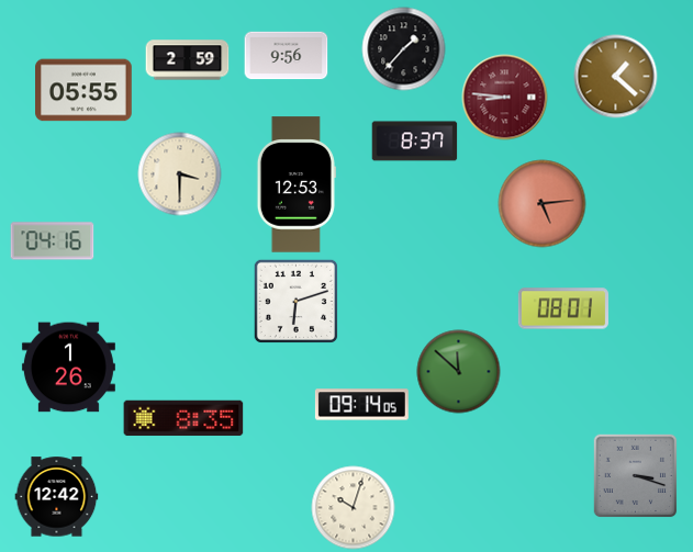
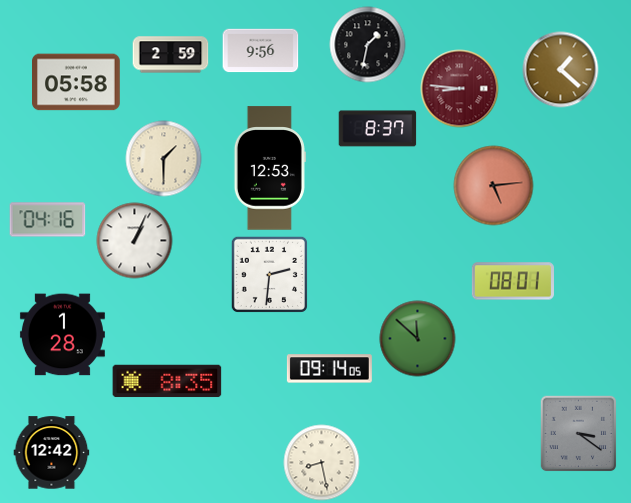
clock at (404, 49): 1:37 -> 1:32
clock at (83, 90): 05:55 -> 05:58
clock at (180, 174): 3:30 -> 1:30
clock at (135, 241): none -> 1:04
clock at (295, 301): 6:12 -> 2:31
clock at (68, 368): 1:26 -> 1:28
clock at (635, 475): 3:18 -> 3:21
clock at (354, 508): 10:03 -> 8:28
